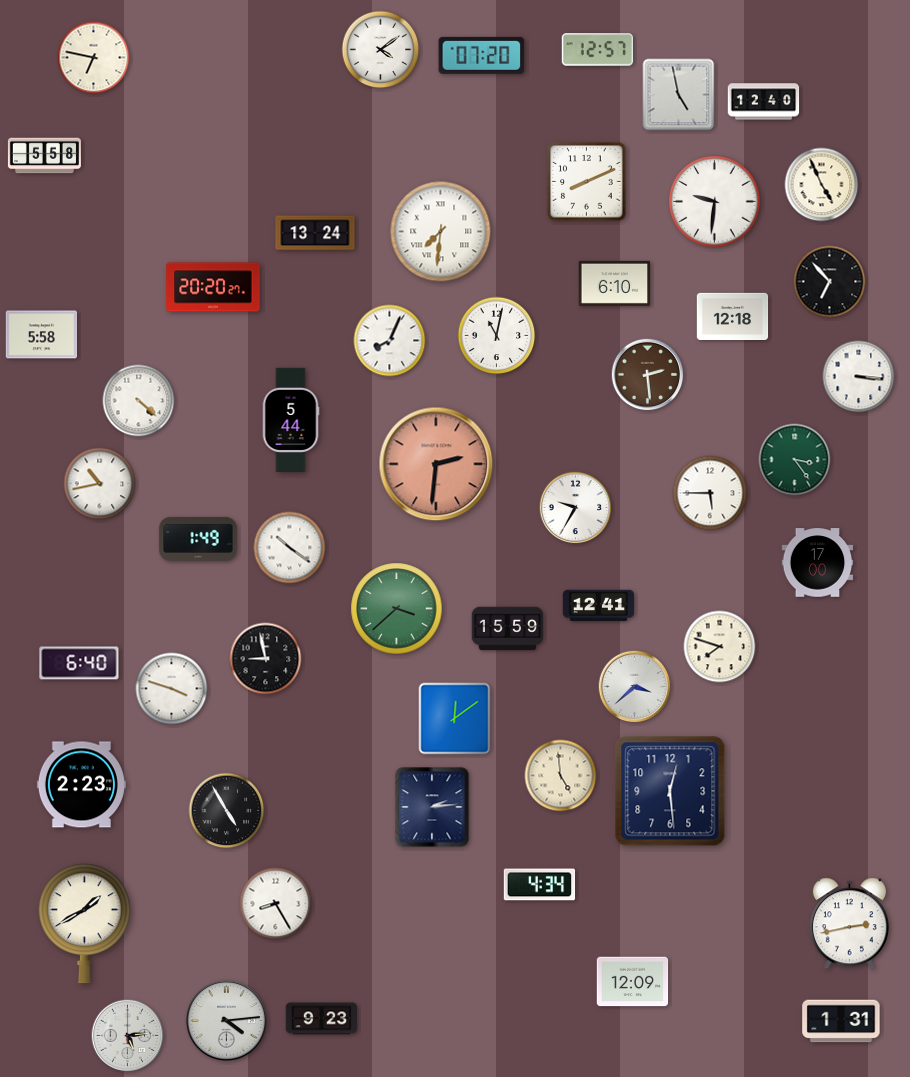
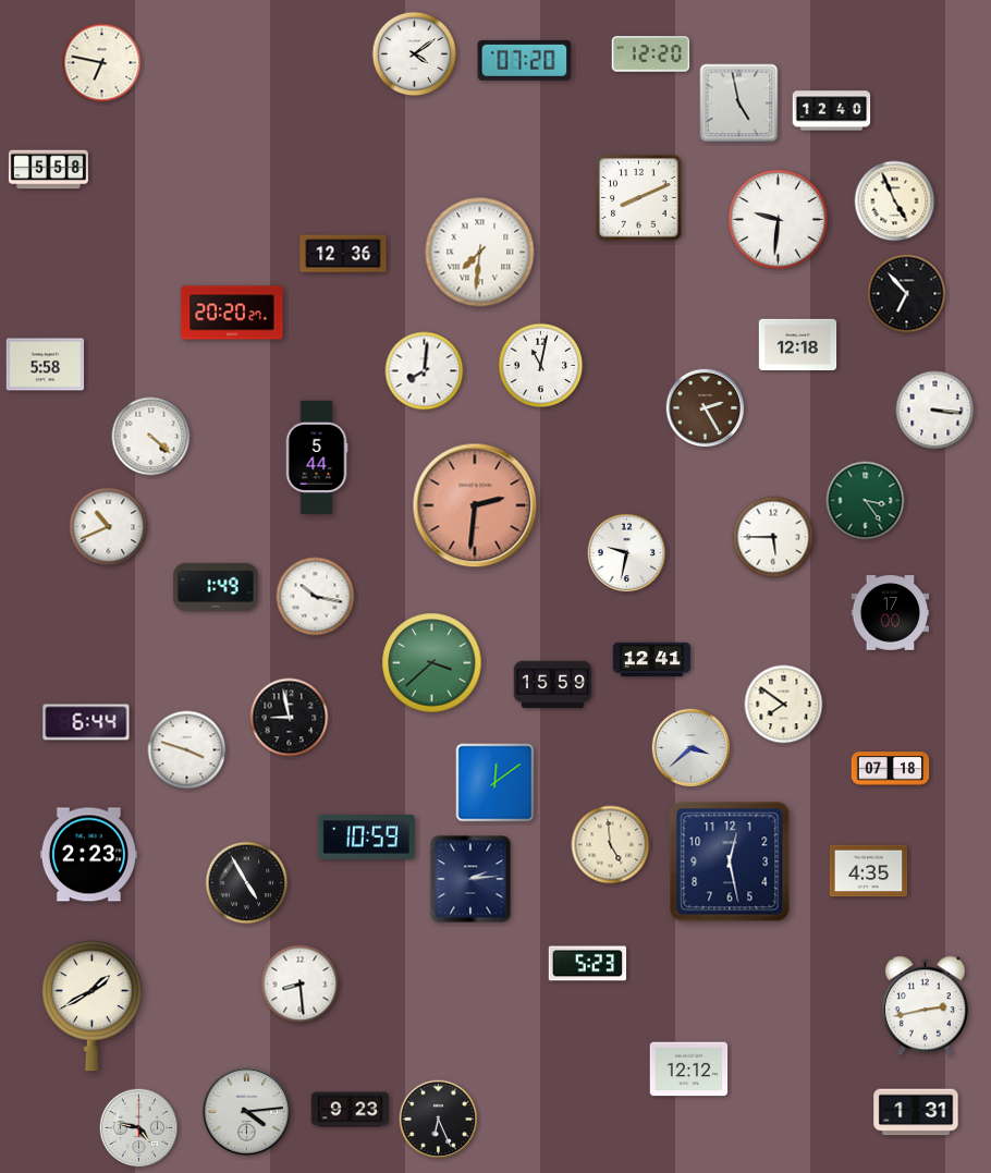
clock at (598, 50): 12:57 -> 12:20
clock at (315, 233): 13:24 -> 12:36
clock at (830, 282) position: (830, 282) -> (907, 294)
clock at (615, 283): 6:10 -> none
clock at (390, 341): 8:04 -> 8:01
clock at (648, 375): 2:29 -> 2:25
clock at (100, 484): 10:43 -> 10:41
clock at (576, 508): 9:35 -> 9:32
clock at (290, 548): 10:21 -> 10:17
clock at (720, 647): 7:48 -> 7:51
clock at (79, 663): 6:40 -> 6:44
clock at (891, 769): none -> 07:18
clock at (366, 838): none -> 10:59
clock at (670, 791): 12:29 -> 12:28
clock at (869, 871): none -> 4:35
clock at (540, 885): 4:34 -> 5:23
clock at (276, 904): 8:25 -> 8:29
clock at (633, 982): 12:09 -> 12:12
clock at (439, 1120): none -> 6:26
clock at (128, 1036): 5:14 -> 4:47
